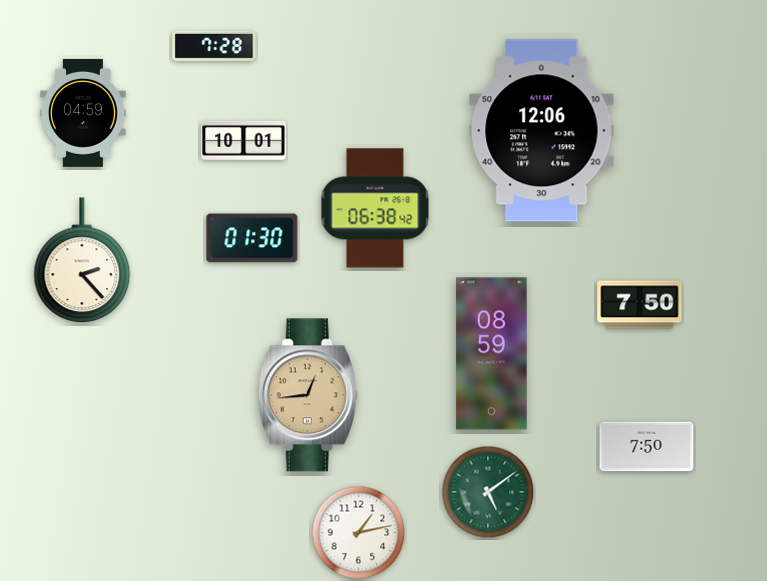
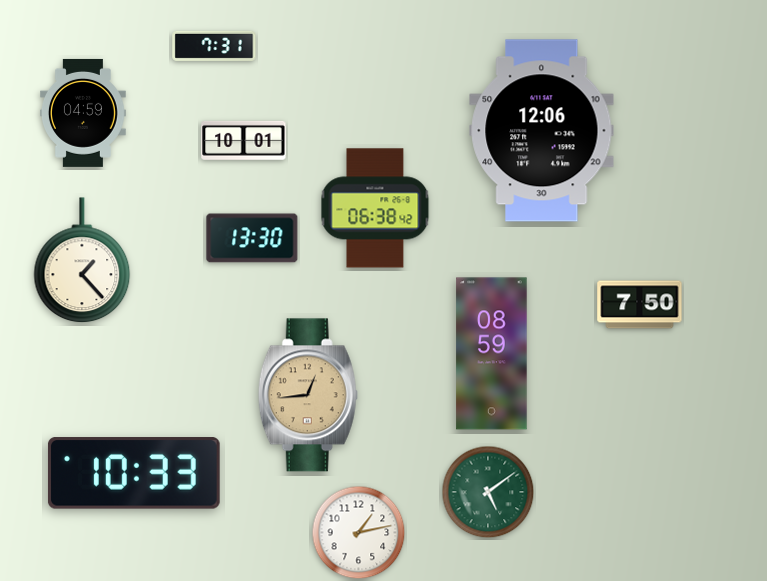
clock at (214, 46): 7:28 -> 7:31
clock at (252, 238): 01:30 -> 13:30
clock at (82, 261): 2:23 -> 1:23
clock at (647, 447): 7:50 -> none
clock at (134, 473): none -> 10:33
